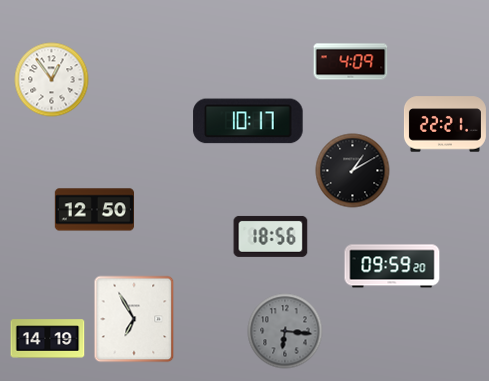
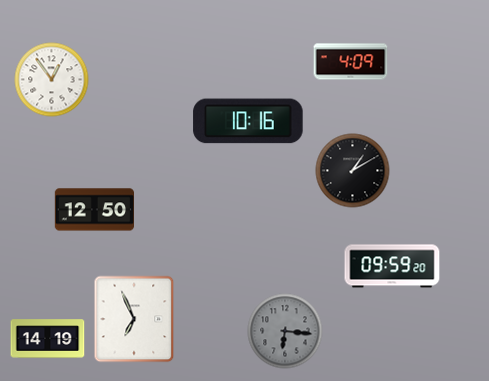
clock at (248, 121): 10:17 -> 10:16
clock at (445, 124): 22:21 -> none
clock at (271, 236): 18:56 -> none
clock at (134, 319): 6:55 -> 6:56
